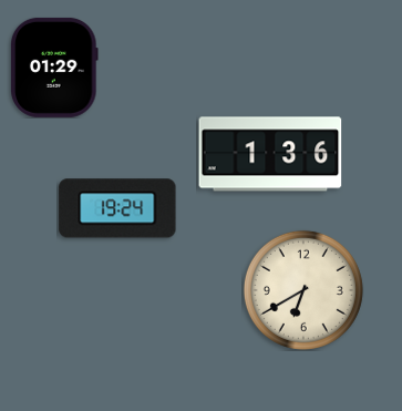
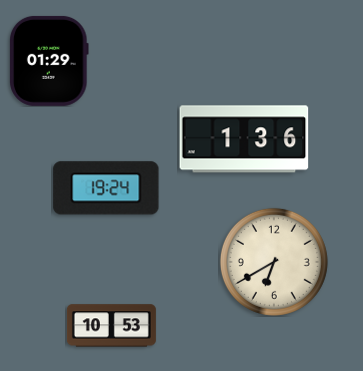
clock at (111, 326): none -> 10:53
